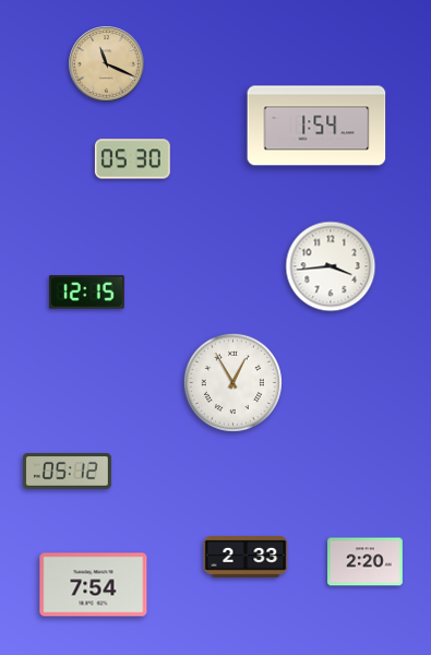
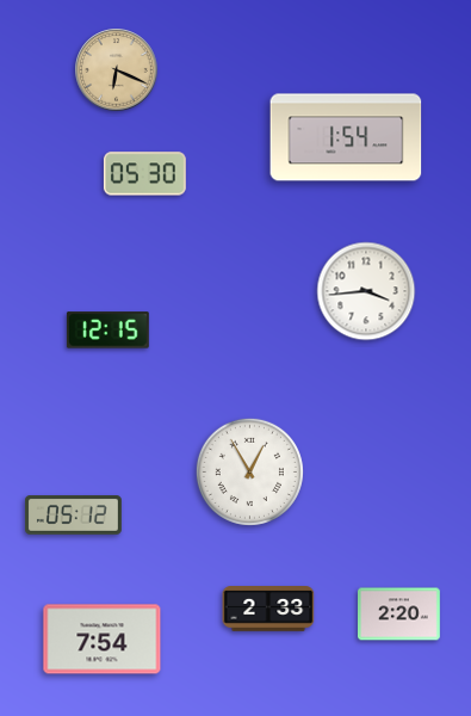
clock at (107, 64): 11:19 -> 6:19
clock at (331, 266) position: (331, 266) -> (366, 291)
clock at (86, 293) position: (86, 293) -> (107, 331)
clock at (232, 382) position: (232, 382) -> (249, 471)
